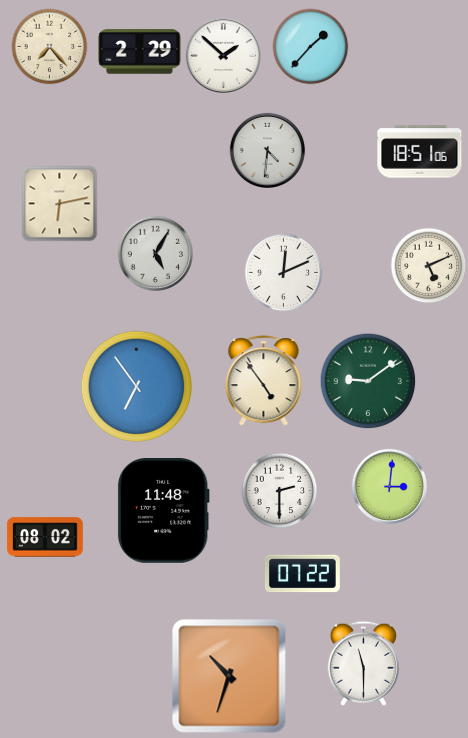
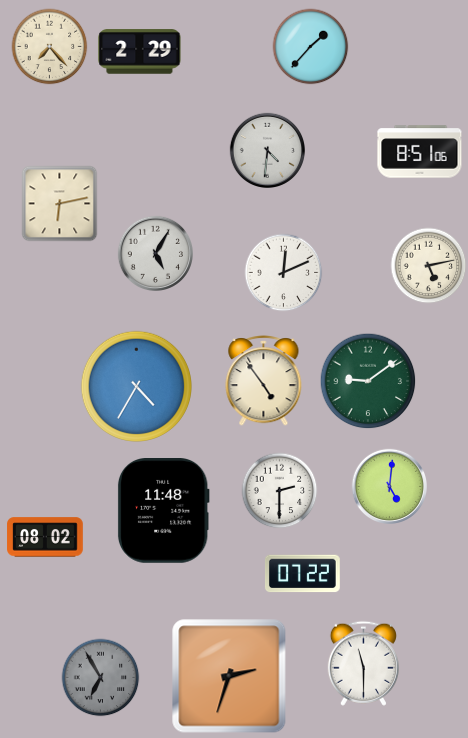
clock at (223, 55): 1:52 -> none
clock at (420, 152): 18:51 -> 8:51
clock at (429, 266): 5:11 -> 5:13
clock at (136, 386): 6:54 -> 4:35
clock at (389, 486): 3:01 -> 5:01
clock at (229, 676): 10:33 -> 2:33
clock at (101, 678): none -> 6:55
